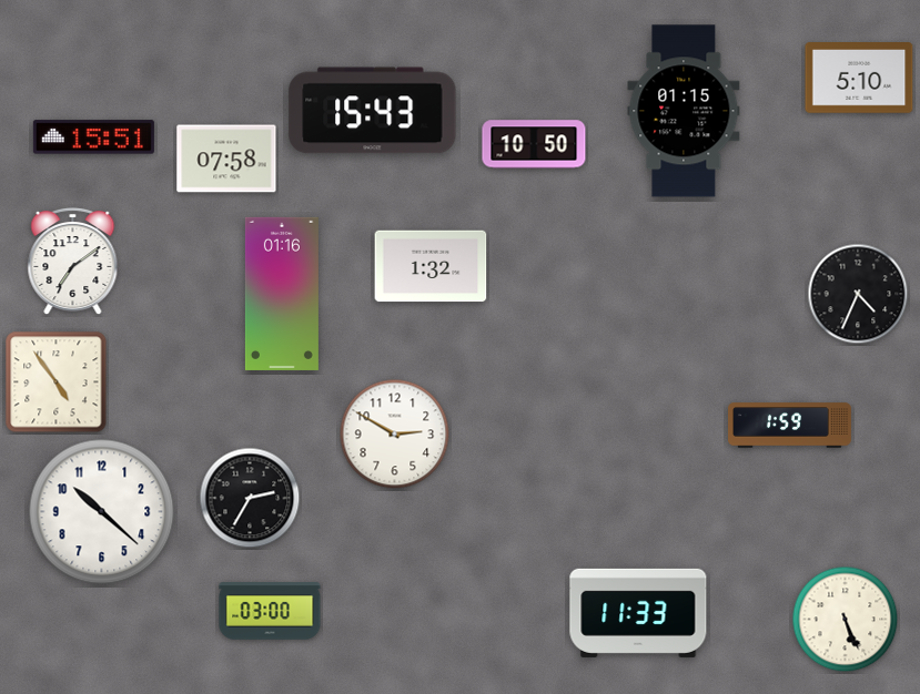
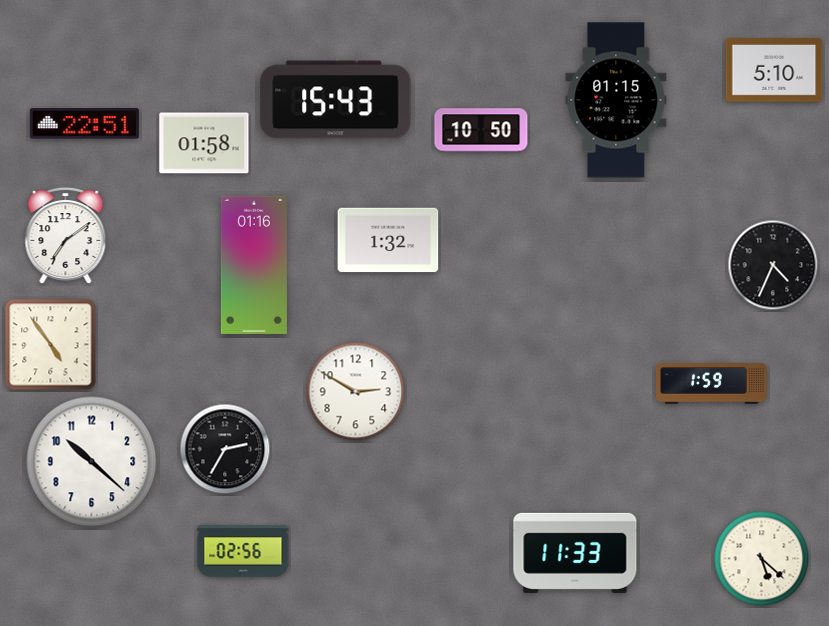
clock at (93, 137): 15:51 -> 22:51
clock at (226, 159): 07:58 -> 01:58
clock at (270, 611): 03:00 -> 02:56
clock at (846, 620): 5:26 -> 5:22
